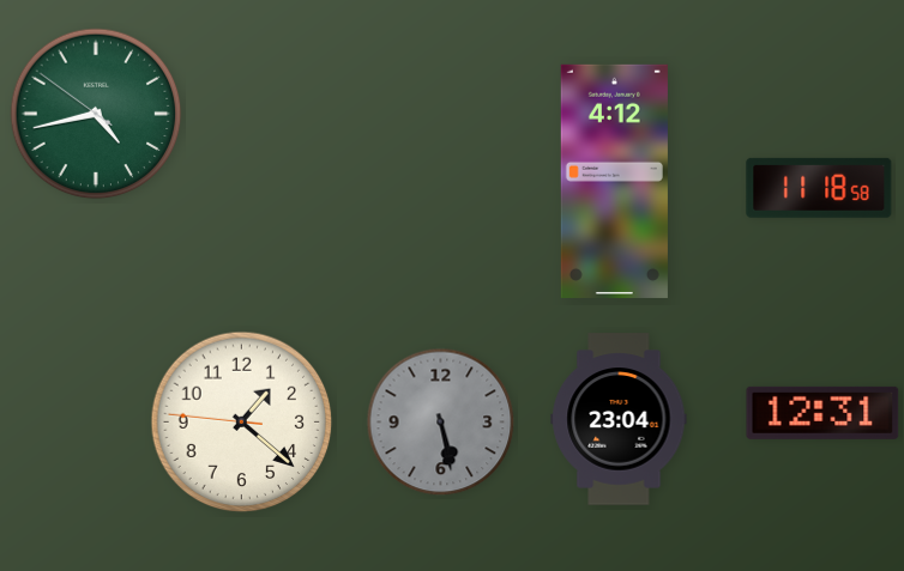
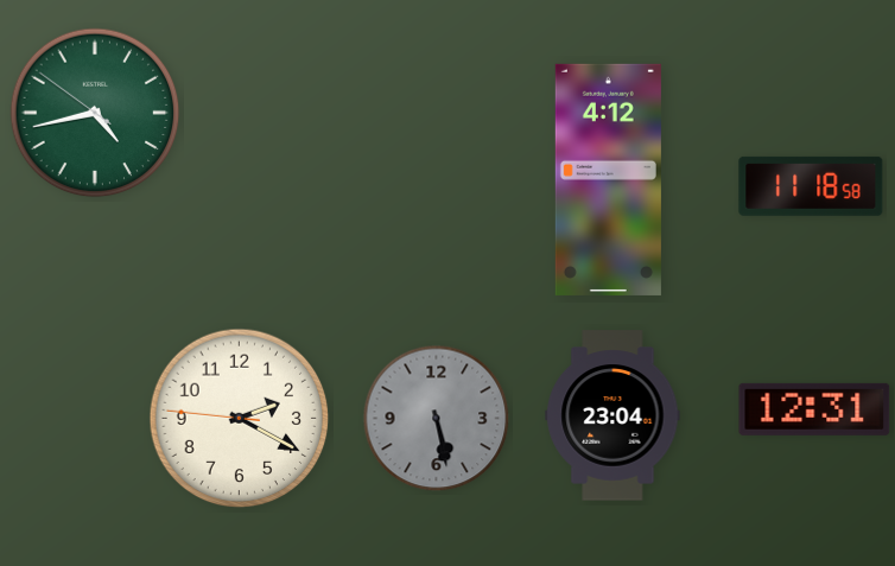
clock at (242, 423): 1:21 -> 2:19
